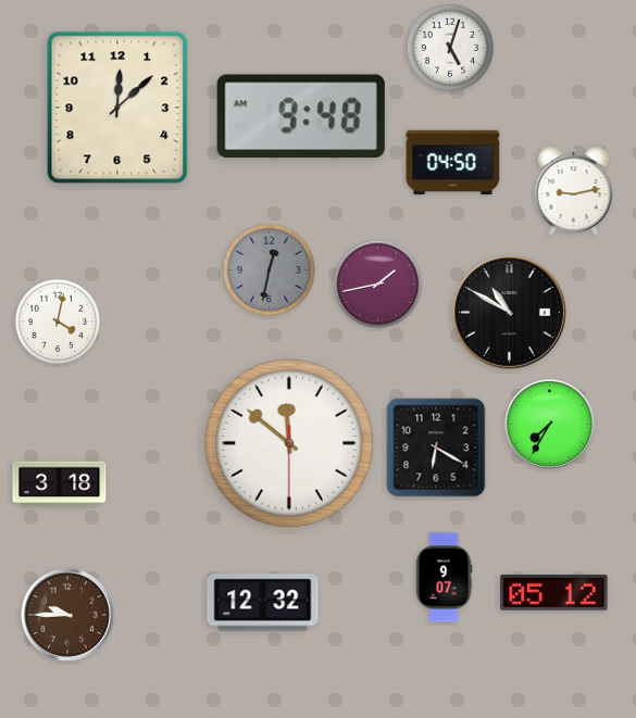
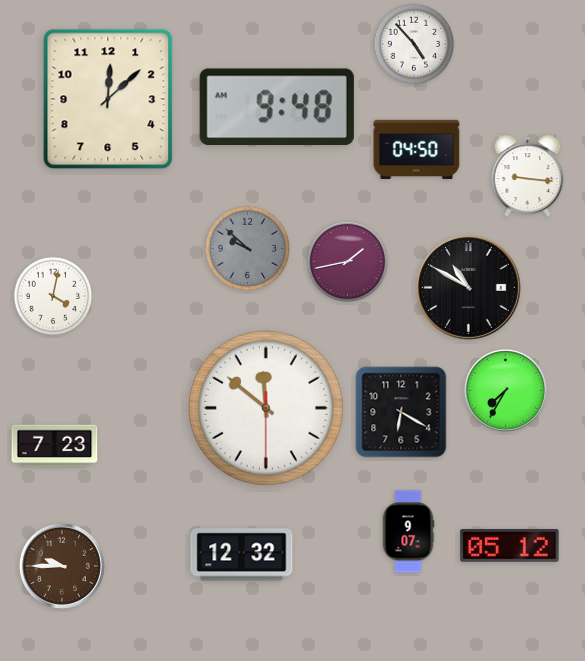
clock at (450, 48): 5:03 -> 4:53
clock at (574, 191): 9:13 -> 9:16
clock at (269, 269): 12:32 -> 9:52
clock at (60, 484): 3:18 -> 7:23
